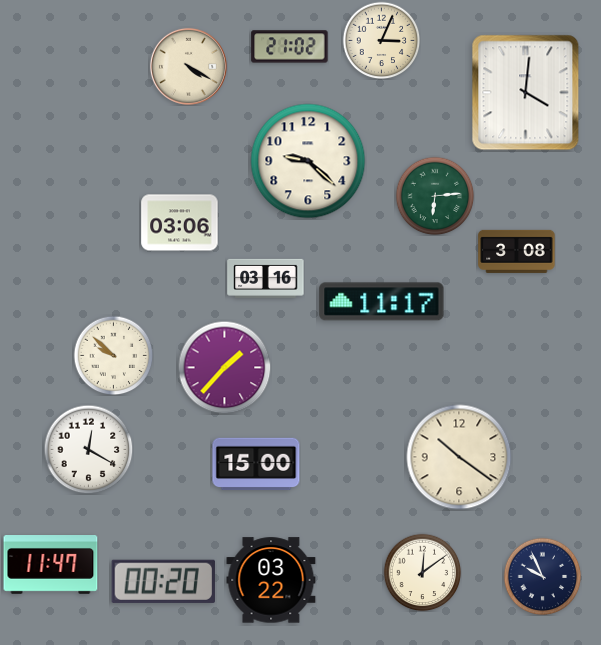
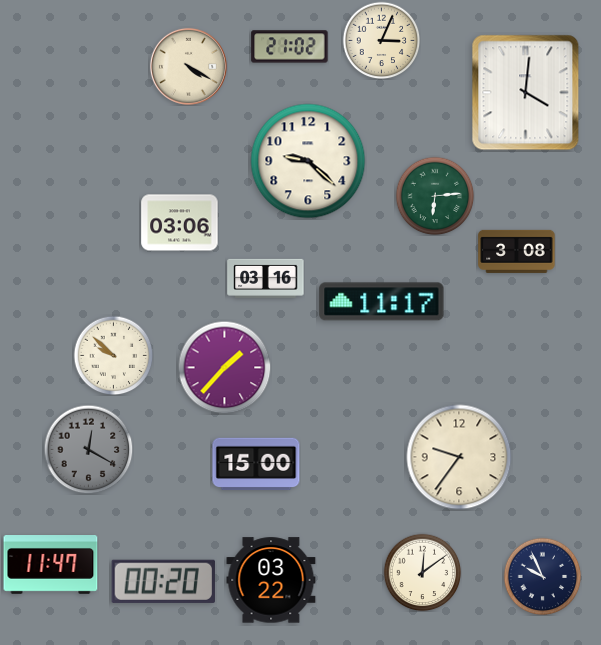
clock at (88, 449) dial: white -> grey
clock at (459, 457): 10:21 -> 9:36
